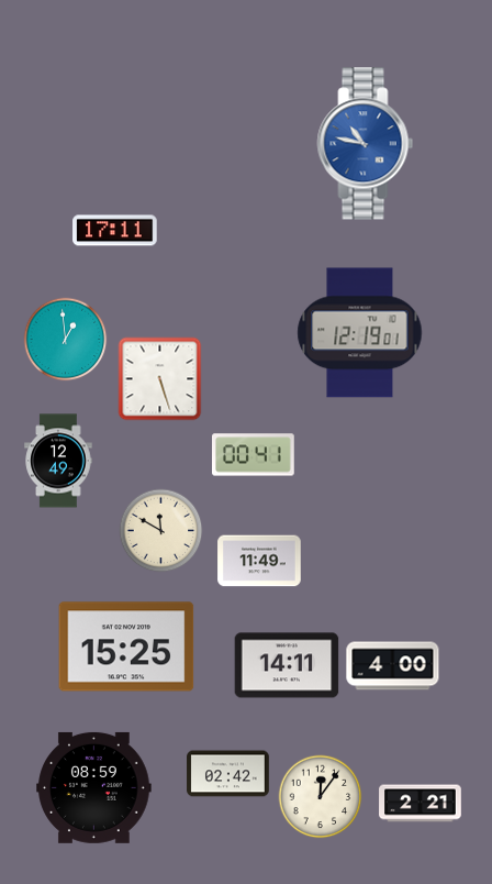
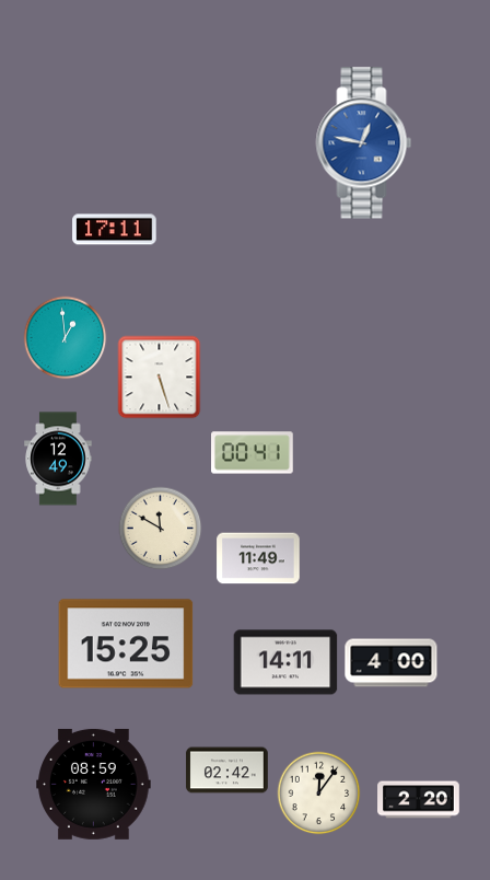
clock at (366, 144): 10:47 -> 12:47
clock at (360, 333): 12:19 -> none
clock at (421, 804): 2:21 -> 2:20
